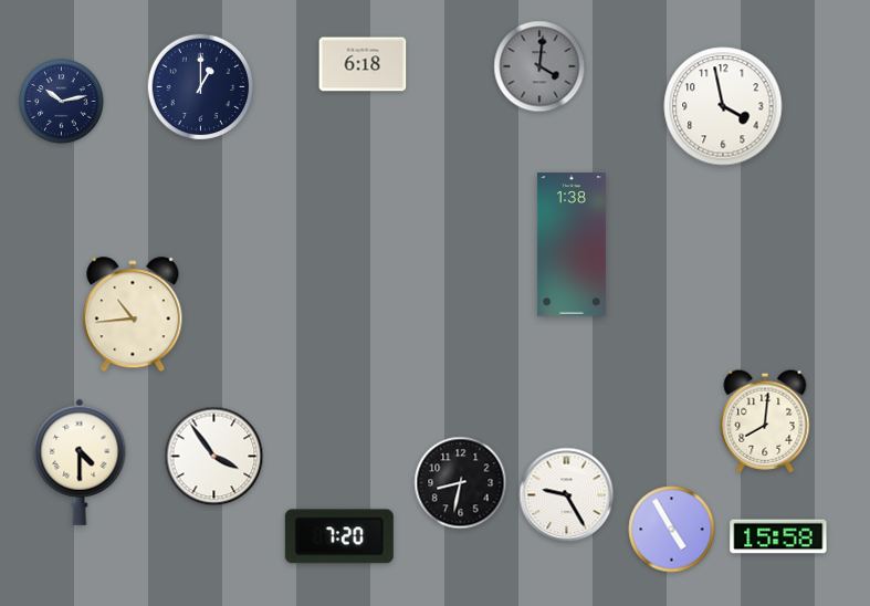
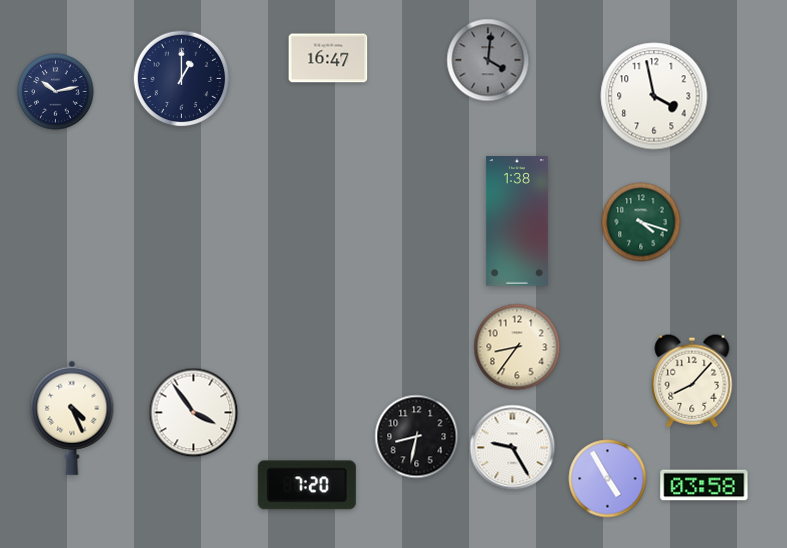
clock at (363, 64): 6:18 -> 16:47
clock at (641, 222): none -> 4:18
clock at (133, 315): 10:44 -> none
clock at (517, 347): none -> 8:36
clock at (765, 421): 8:01 -> 8:07
clock at (80, 462): 4:30 -> 4:26
clock at (778, 536): 15:58 -> 03:58
